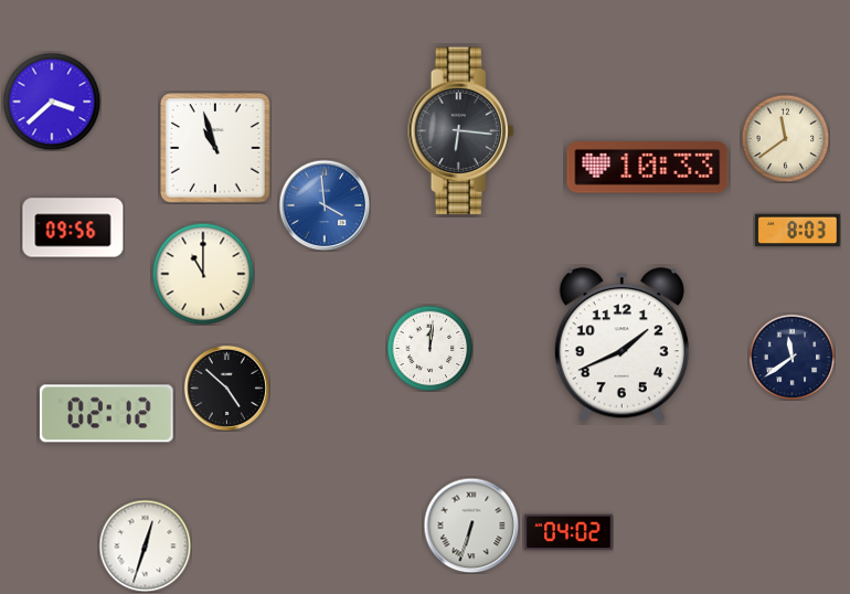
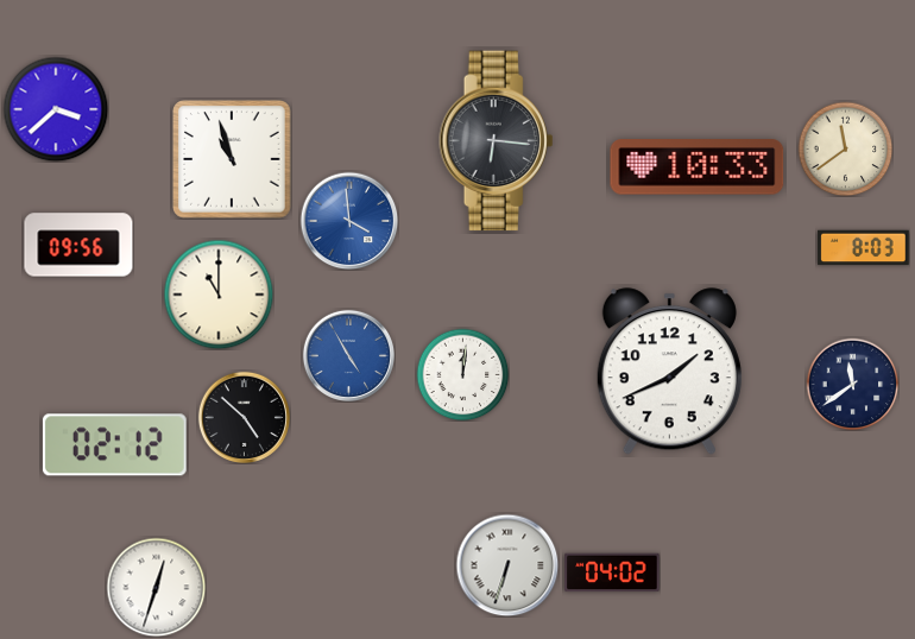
clock at (648, 168) position: (648, 168) -> (698, 167)
clock at (798, 231) position: (798, 231) -> (864, 248)
clock at (348, 355): none -> 4:55
